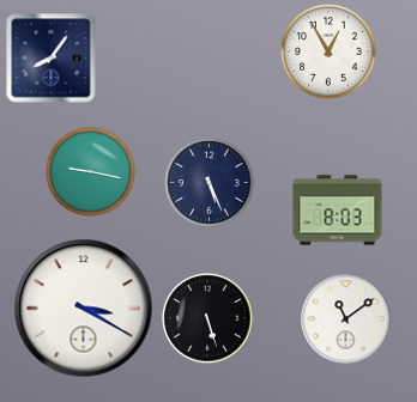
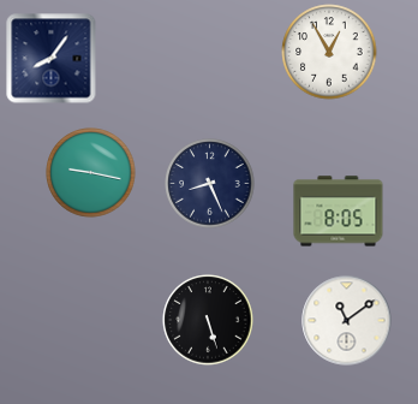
clock at (210, 183): 5:26 -> 8:26
clock at (338, 211): 8:03 -> 8:05
clock at (84, 309): 3:20 -> none
